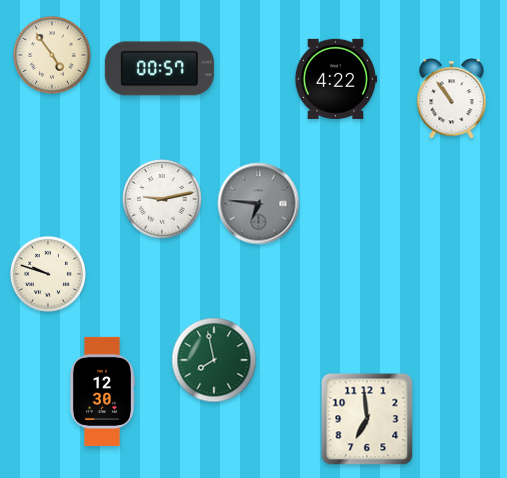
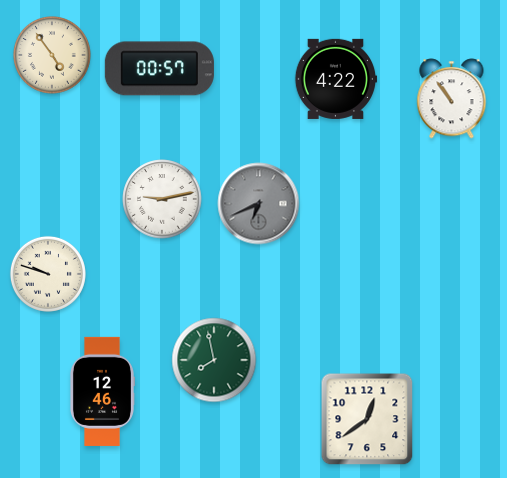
clock at (259, 204): 6:46 -> 6:41
clock at (102, 391): 12:30 -> 12:46
clock at (367, 419): 6:59 -> 12:39
